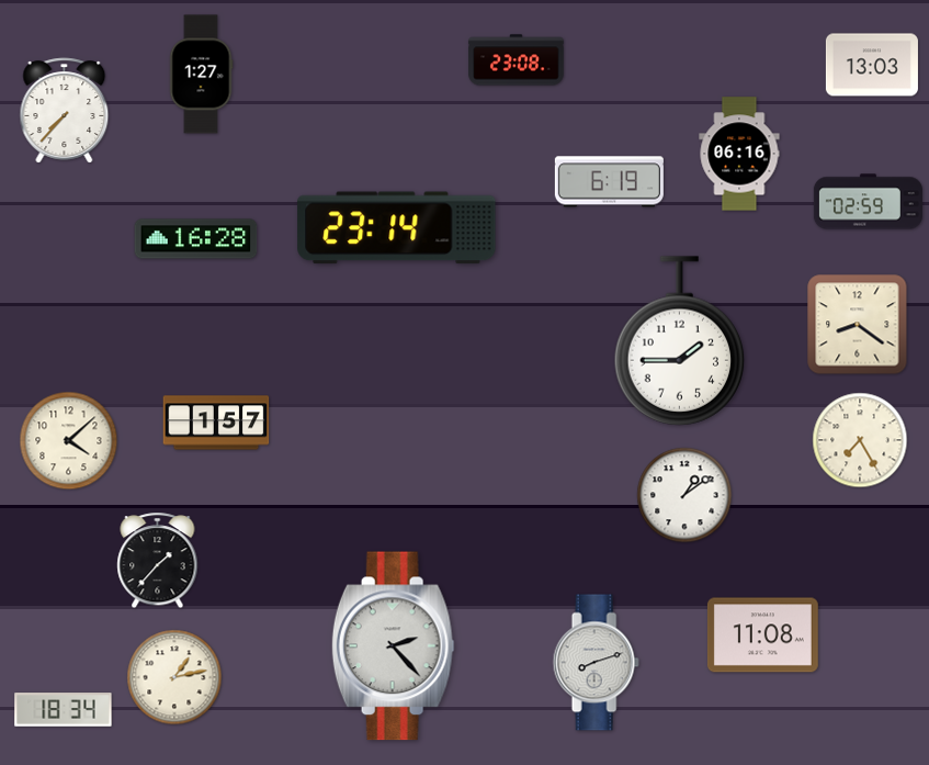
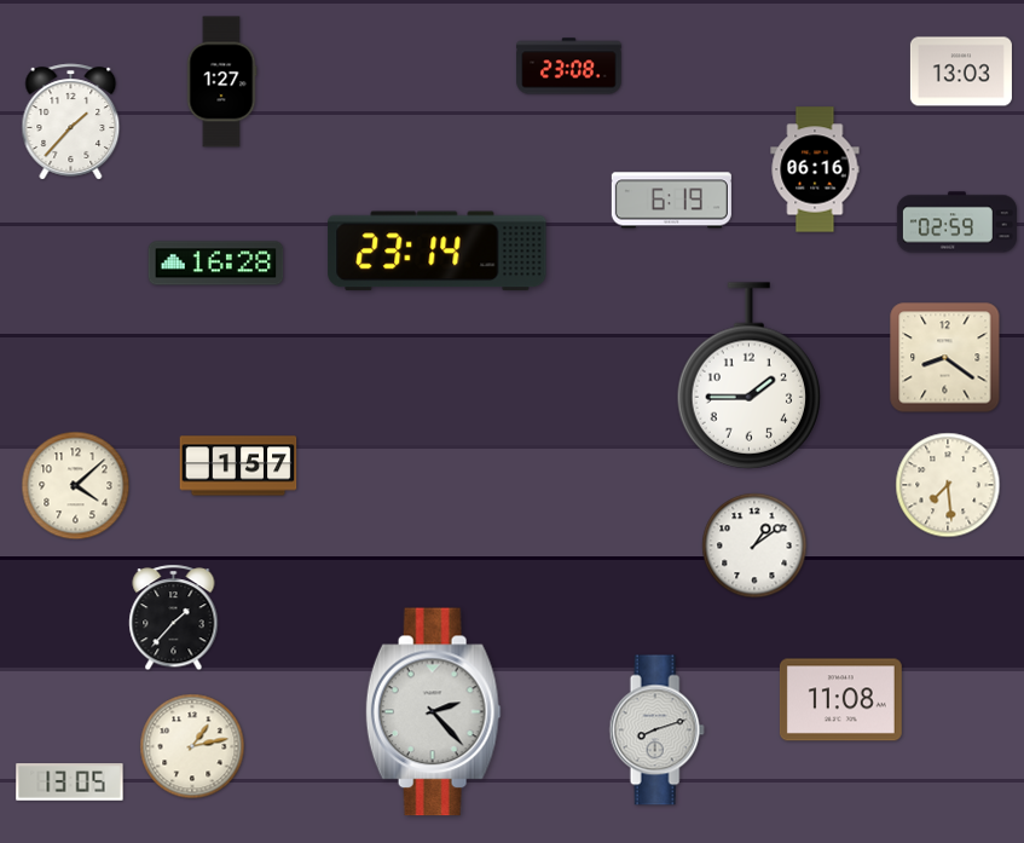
clock at (65, 111): 7:37 -> 1:37
clock at (860, 440): 7:25 -> 7:29
clock at (64, 710): 18:34 -> 13:05
